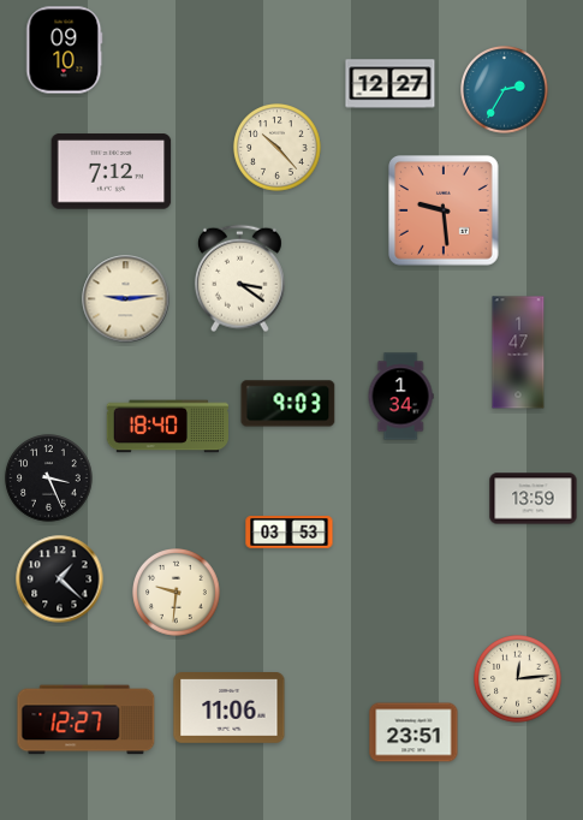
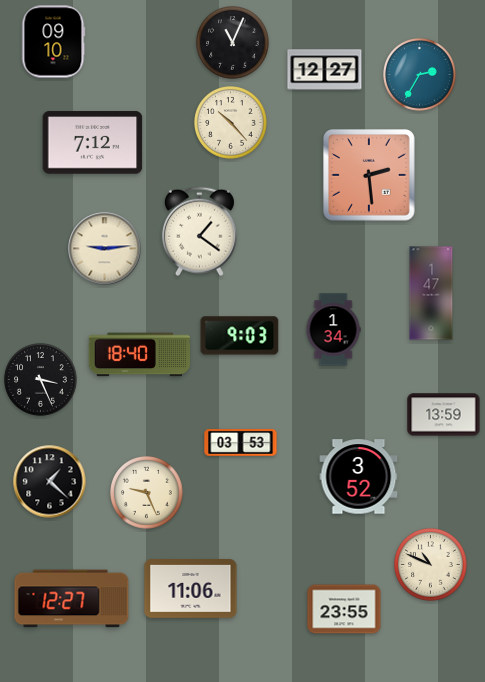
clock at (233, 43): none -> 11:04
clock at (445, 212): 9:29 -> 2:29
clock at (239, 279): 3:21 -> 1:21
clock at (49, 479) position: (49, 479) -> (41, 380)
clock at (359, 477): none -> 3:52
clock at (177, 593): 9:31 -> 9:26
clock at (518, 679): 12:14 -> 10:49
clock at (414, 732): 23:51 -> 23:55
